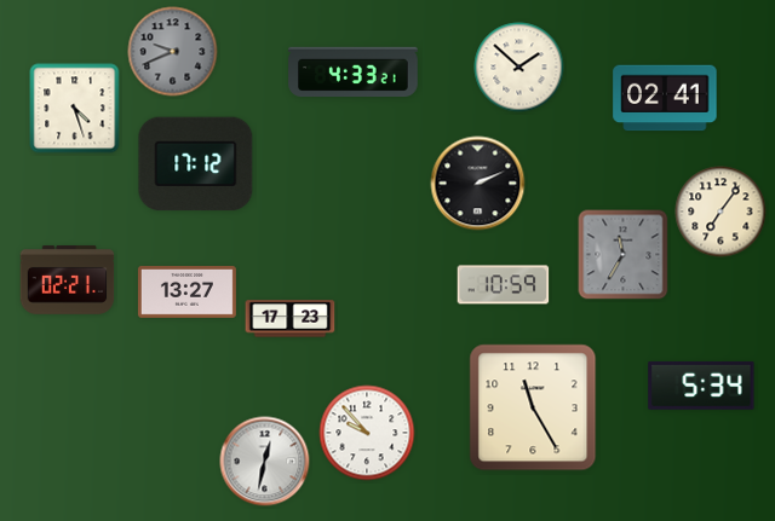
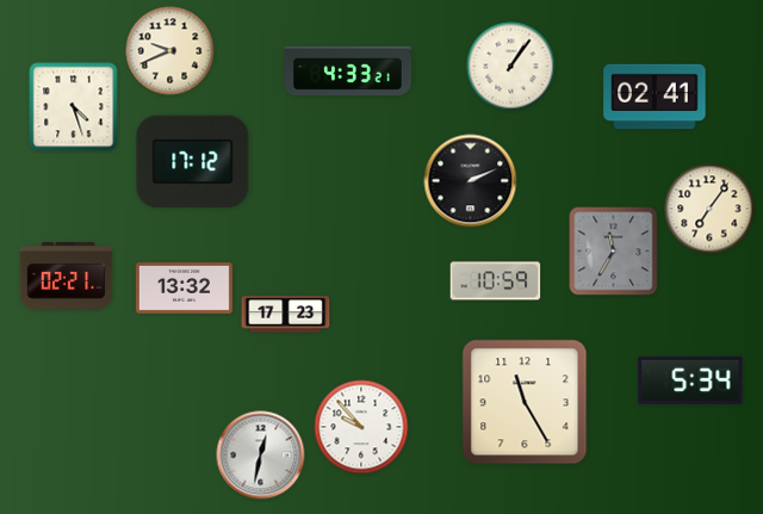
clock at (173, 52) dial: grey -> cream
clock at (519, 68): 1:52 -> 1:06
clock at (186, 293): 13:27 -> 13:32
